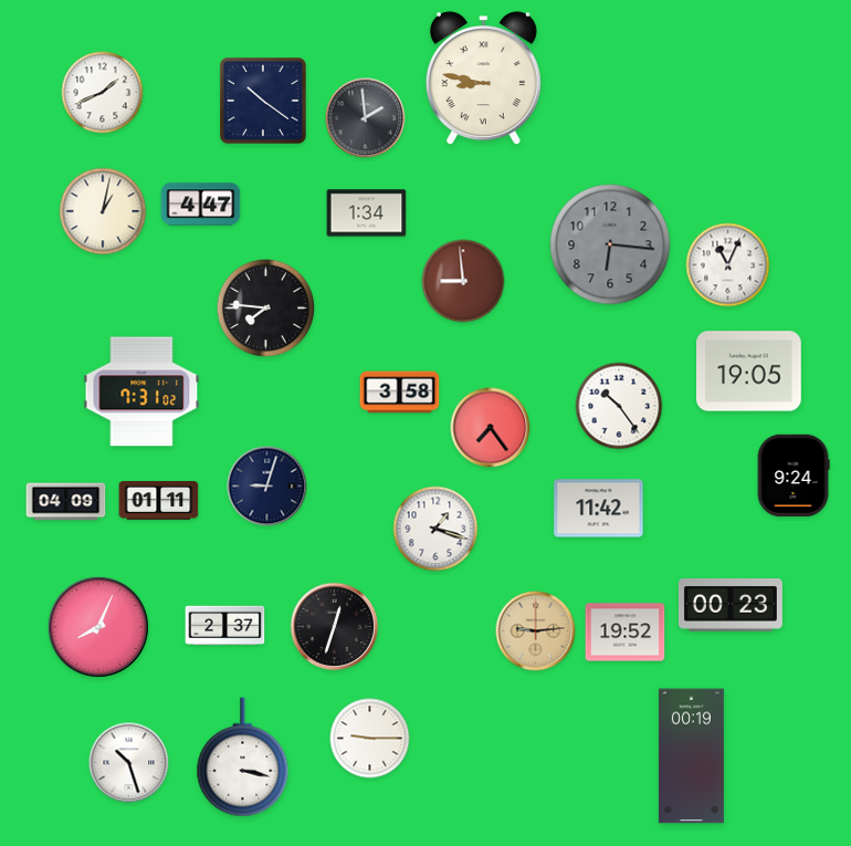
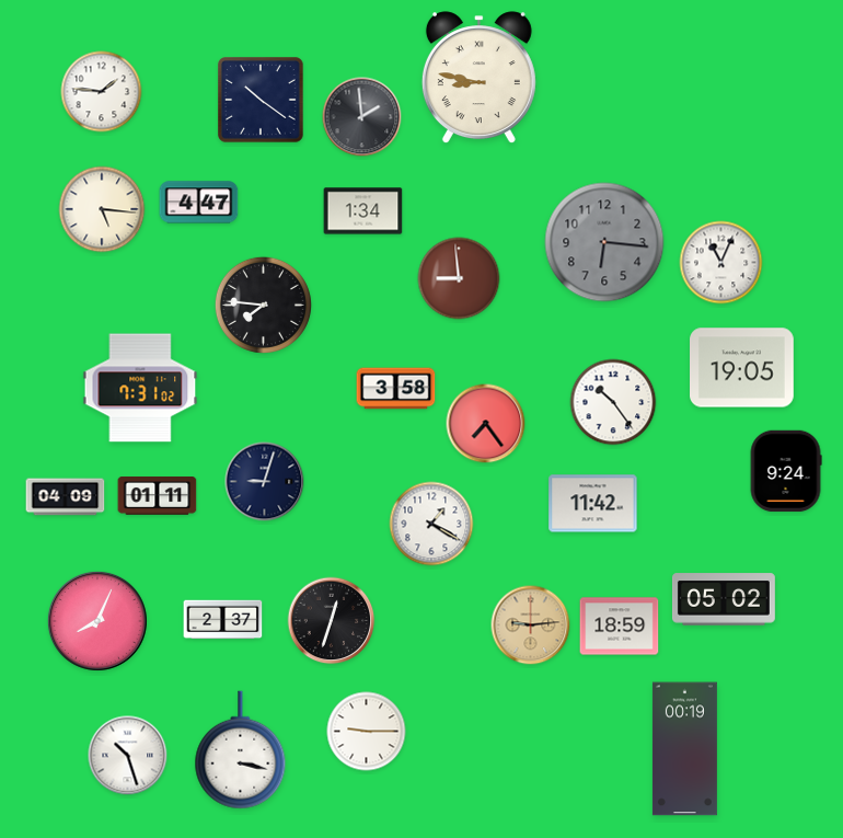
clock at (103, 93): 1:41 -> 1:46
clock at (103, 211): 1:02 -> 5:16
clock at (435, 529): 1:18 -> 1:20
clock at (731, 605): 00:23 -> 05:02
clock at (626, 633): 19:52 -> 18:59
